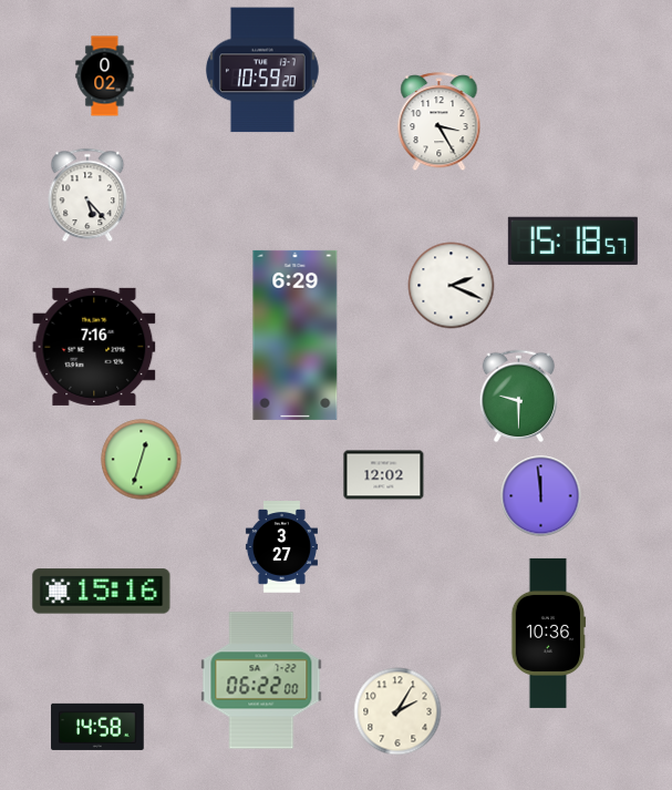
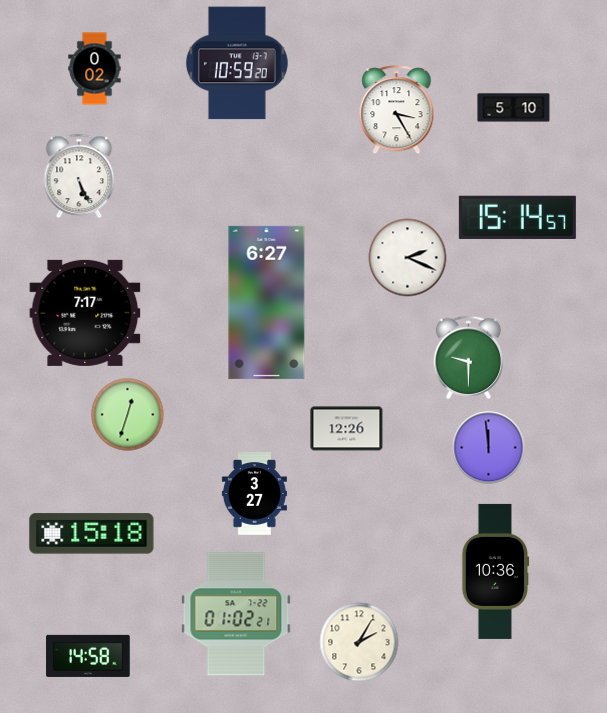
clock at (514, 108): none -> 5:10
clock at (87, 195): 5:23 -> 5:26
clock at (572, 240): 15:18 -> 15:14
clock at (296, 335): 6:29 -> 6:27
clock at (94, 347): 7:16 -> 7:17
clock at (384, 475): 12:02 -> 12:26
clock at (102, 592): 15:16 -> 15:18
clock at (261, 680): 06:22 -> 01:02
